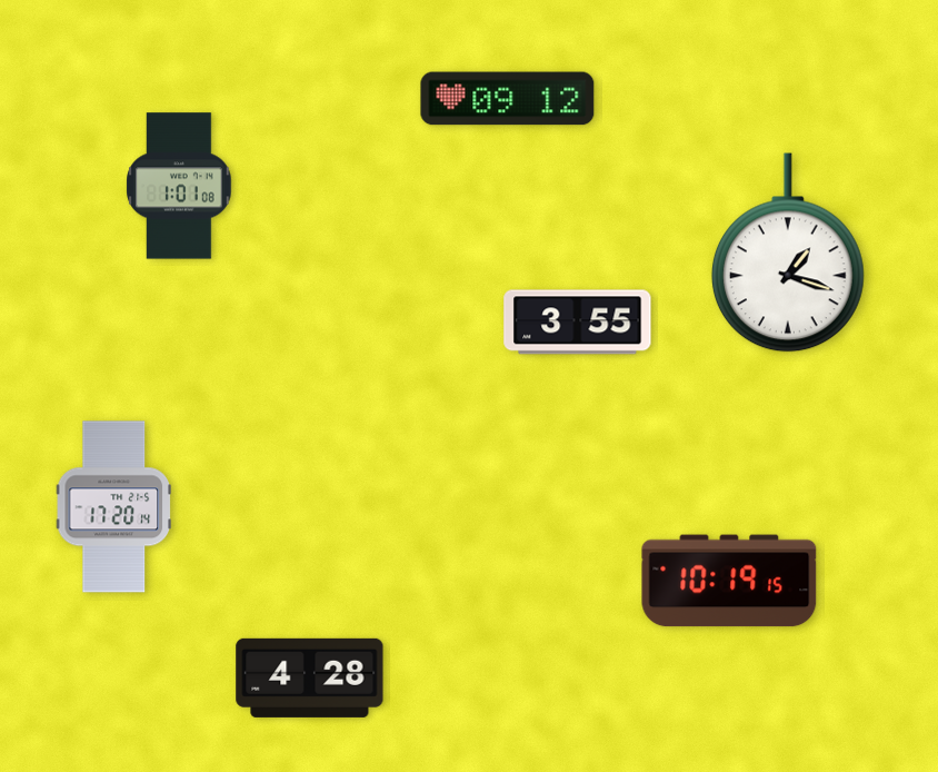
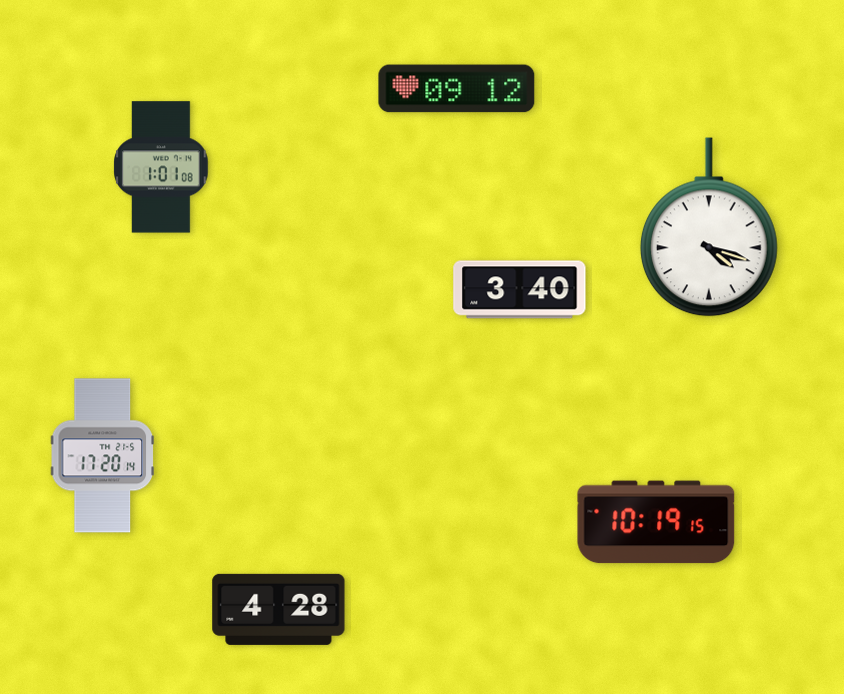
clock at (788, 253): 1:18 -> 4:18
clock at (578, 323): 3:55 -> 3:40
